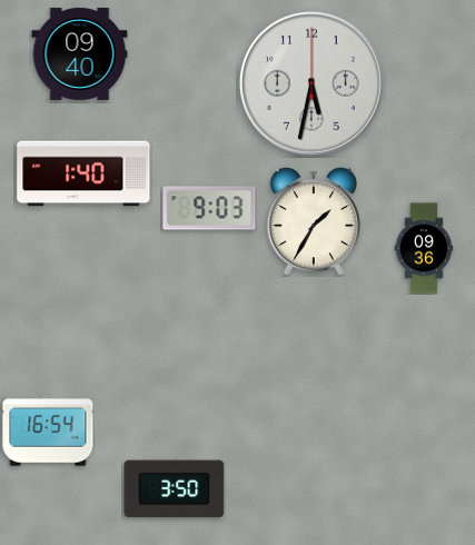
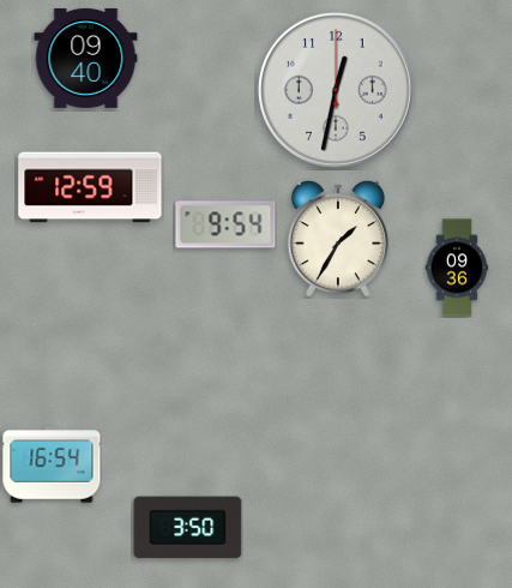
clock at (311, 83): 5:32 -> 12:32
clock at (83, 174): 1:40 -> 12:59
clock at (209, 208): 9:03 -> 9:54
